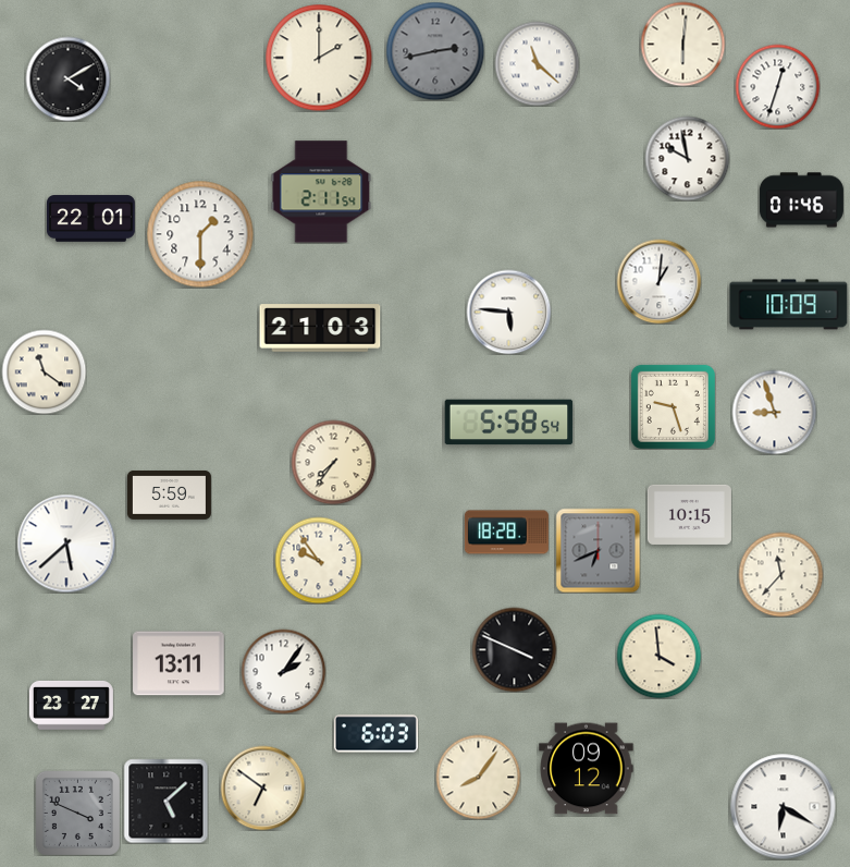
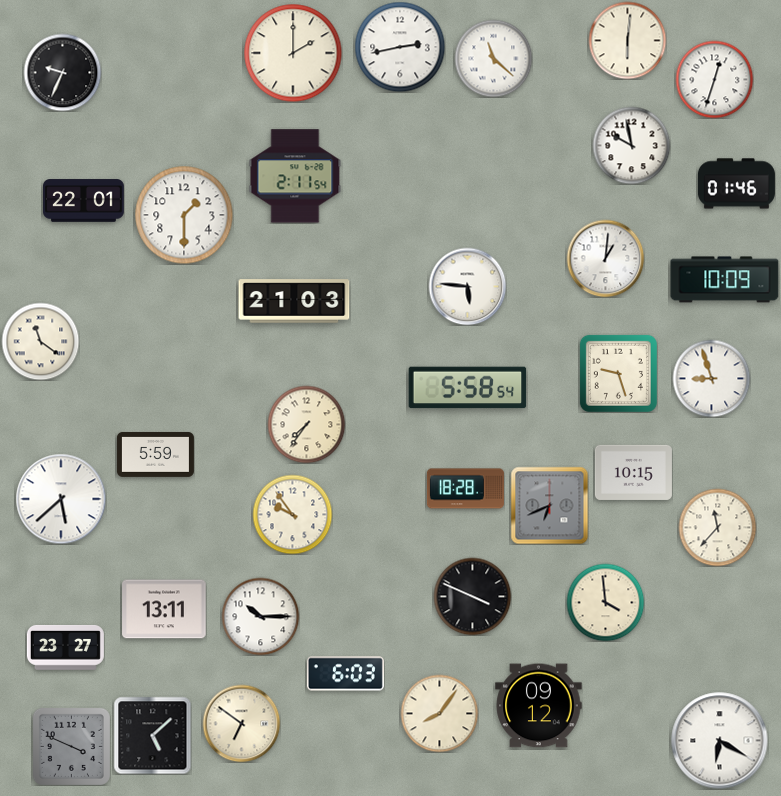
clock at (435, 51) dial: grey -> white
clock at (67, 78): 4:10 -> 9:34
clock at (283, 671): 2:06 -> 10:15
